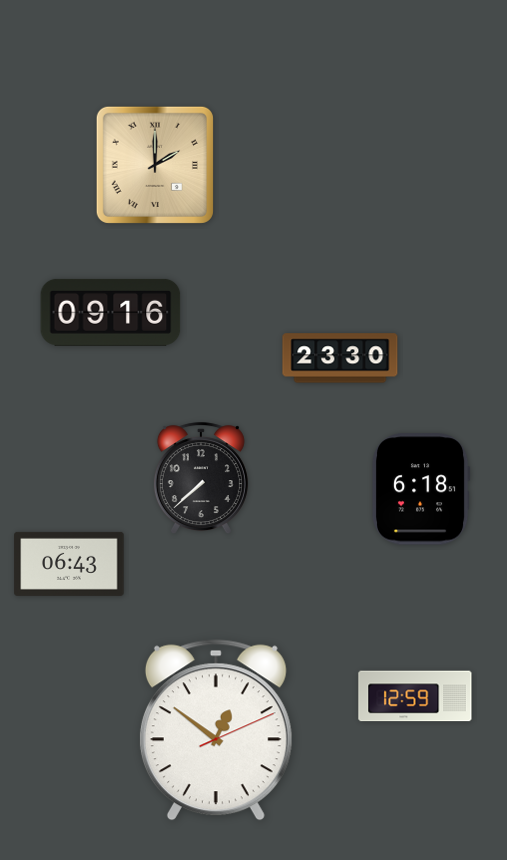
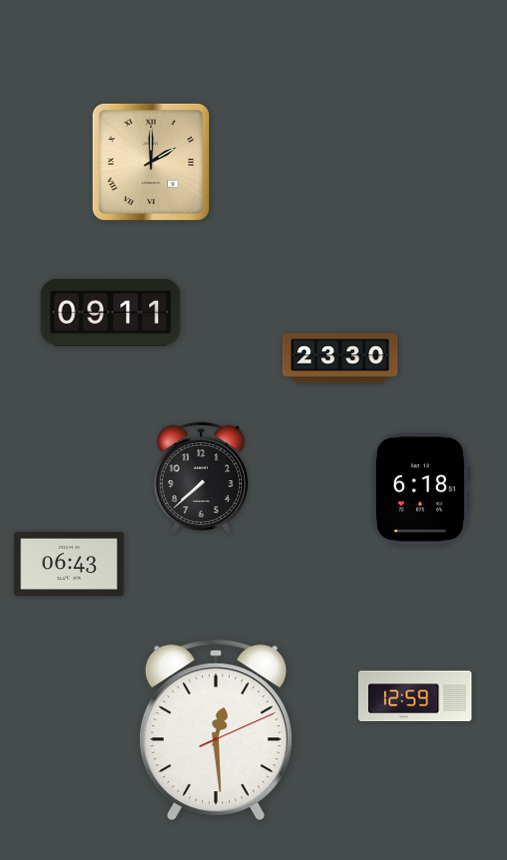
clock at (155, 165) position: (155, 165) -> (151, 162)
clock at (111, 312): 09:16 -> 09:11
clock at (216, 730): 12:51 -> 12:29
